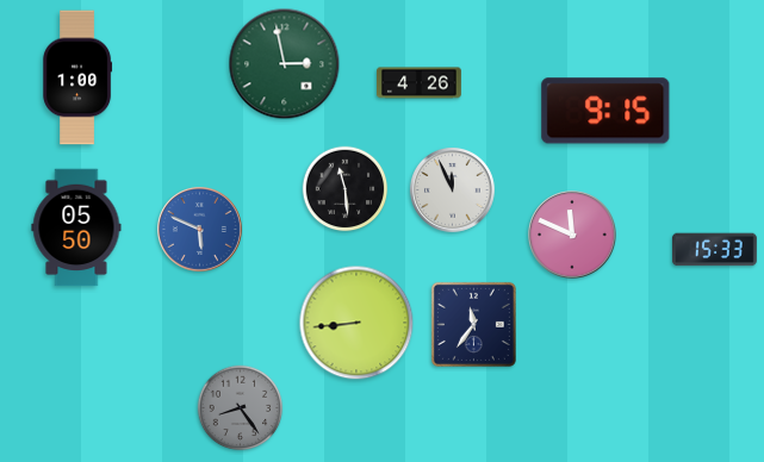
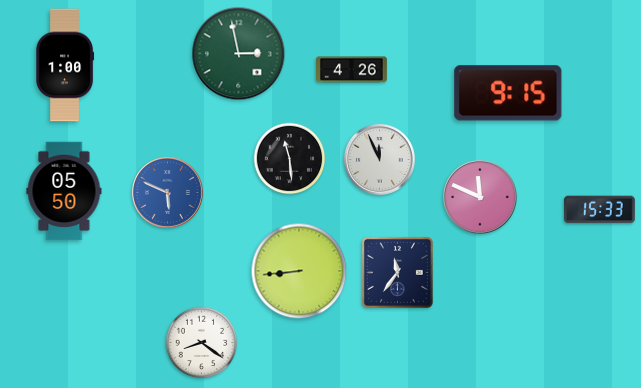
clock at (241, 408): 8:24 -> 8:21
clock at (241, 408) dial: grey -> white
